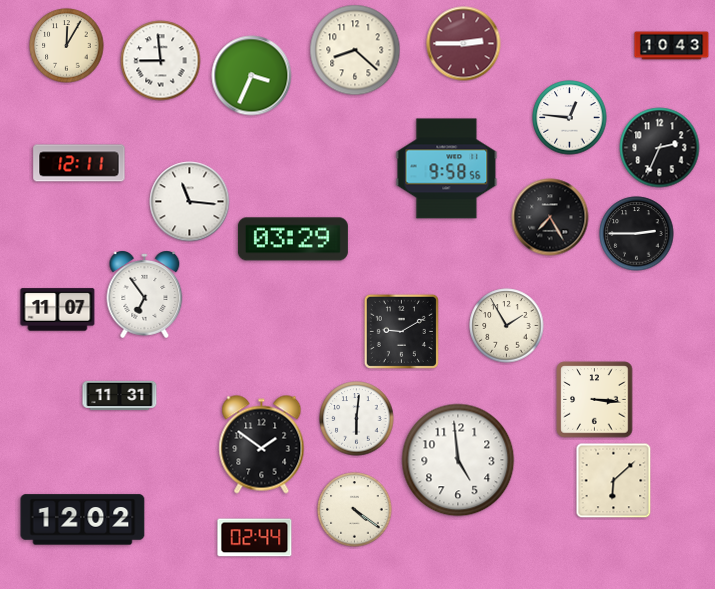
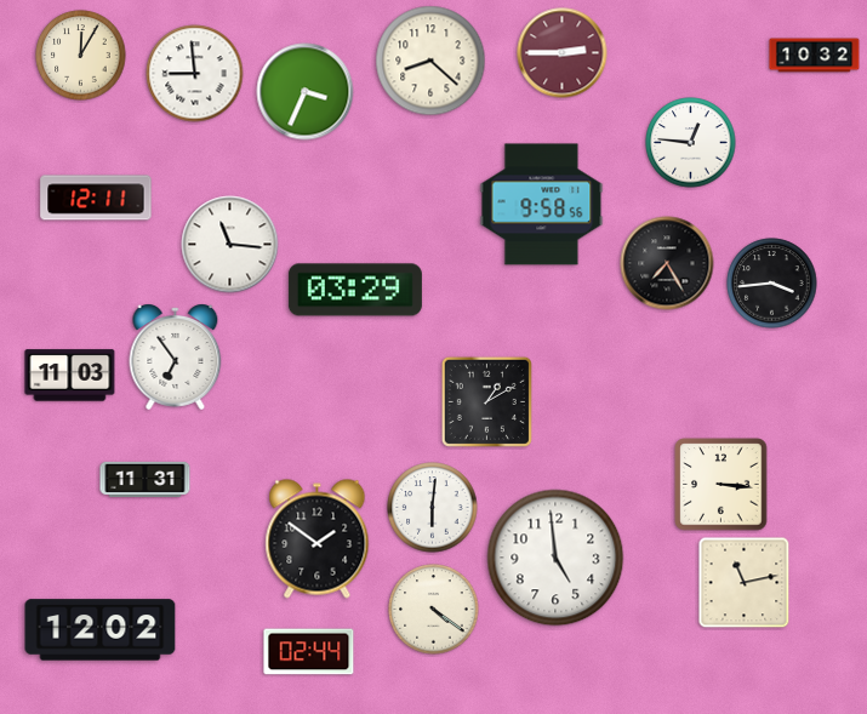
clock at (672, 46): 10:43 -> 10:32
clock at (660, 148): 2:34 -> none
clock at (637, 234): 2:45 -> 3:44
clock at (58, 310): 11:07 -> 11:03
clock at (507, 326): 1:55 -> none
clock at (401, 331): 9:10 -> 1:10
clock at (614, 481): 6:08 -> 11:13
clock at (355, 510) position: (355, 510) -> (434, 610)
